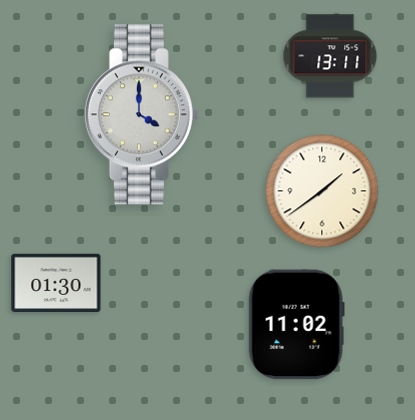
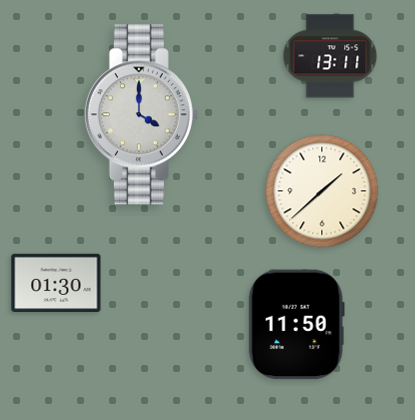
clock at (322, 191): 1:39 -> 1:38
clock at (296, 325): 11:02 -> 11:50
